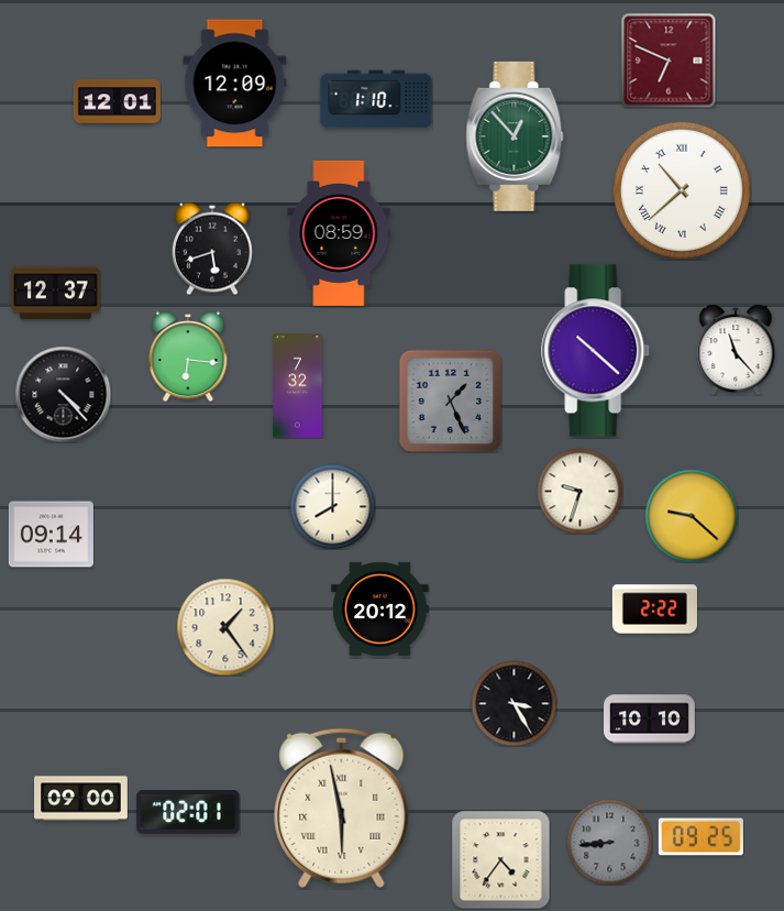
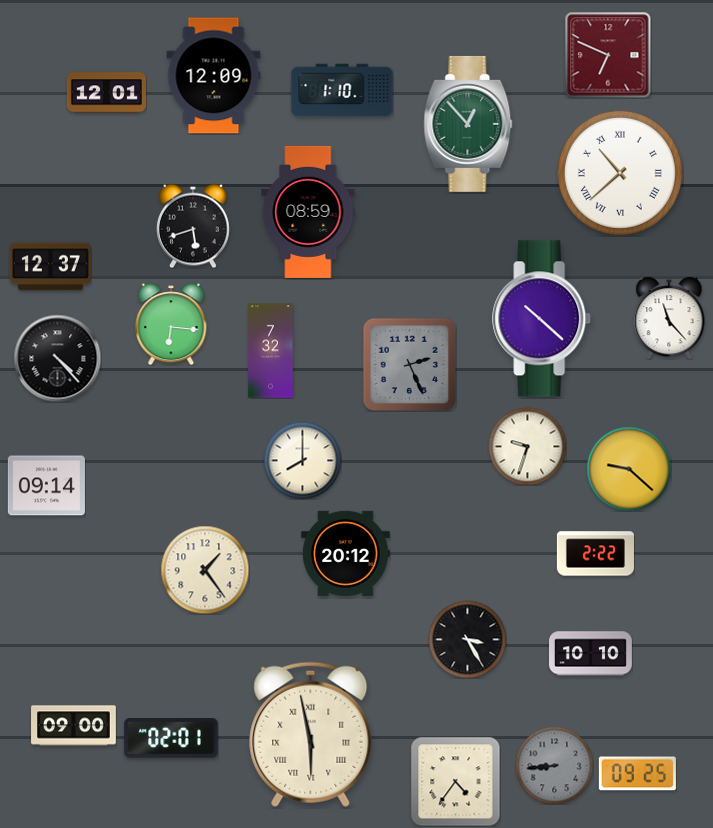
clock at (450, 400): 1:26 -> 2:26
clock at (700, 837) position: (700, 837) -> (637, 774)
